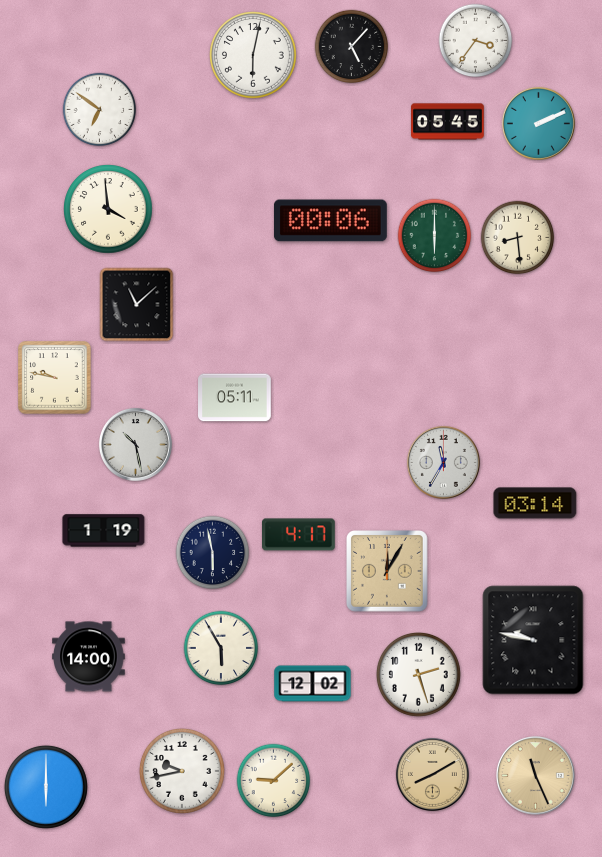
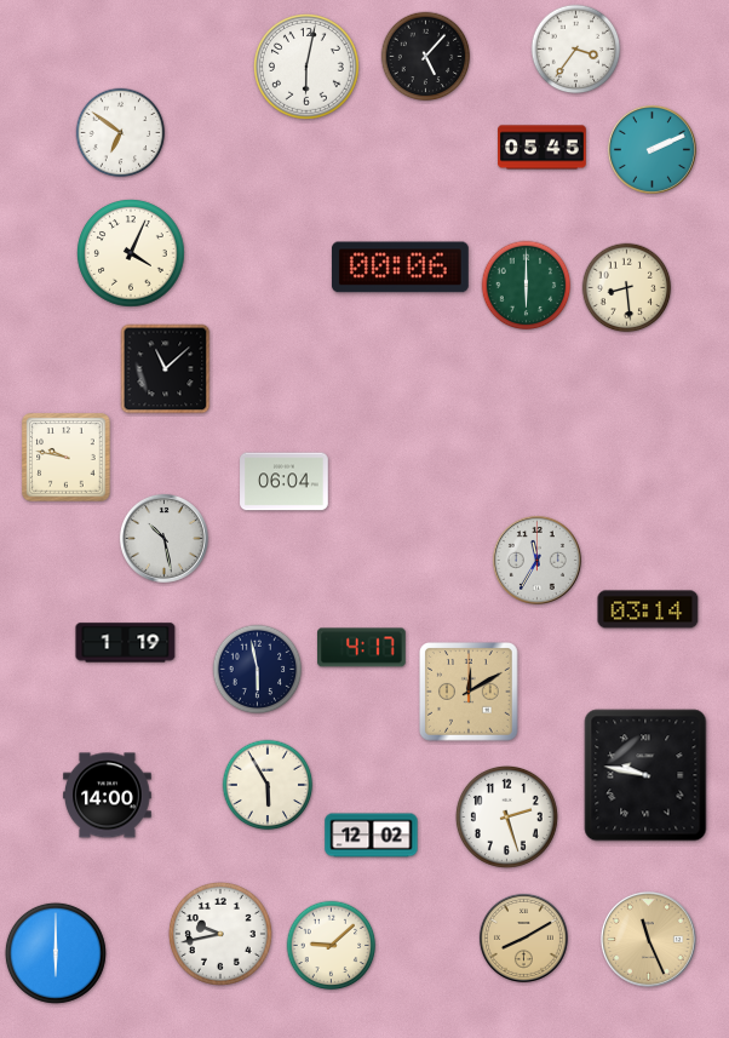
clock at (108, 209): 3:59 -> 4:04
clock at (235, 398): 05:11 -> 06:04
clock at (387, 571): 12:05 -> 12:10
clock at (313, 684) position: (313, 684) -> (372, 836)
